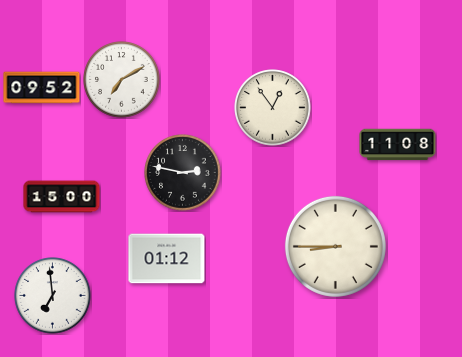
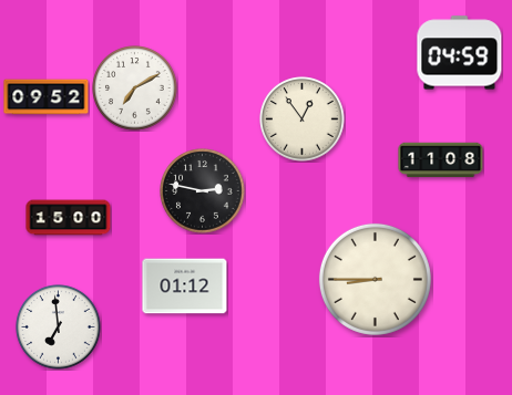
clock at (460, 53): none -> 04:59
clock at (335, 246) position: (335, 246) -> (375, 279)
